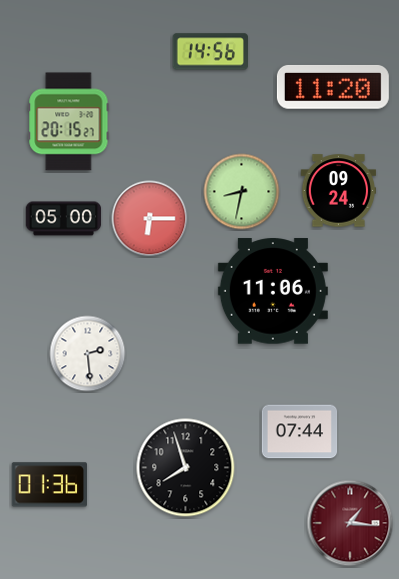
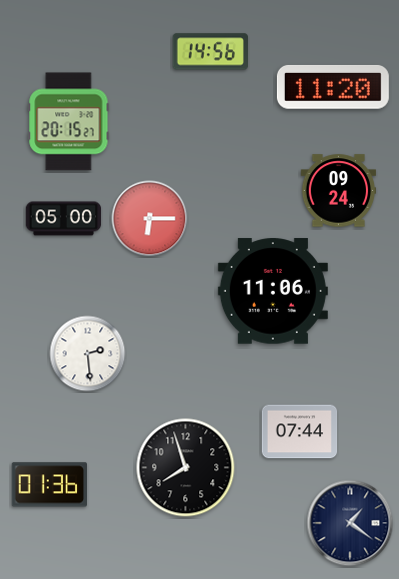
clock at (242, 192): 8:32 -> none
clock at (350, 523): 1:16 -> 1:21
clock at (350, 523) dial: burgundy -> navy
